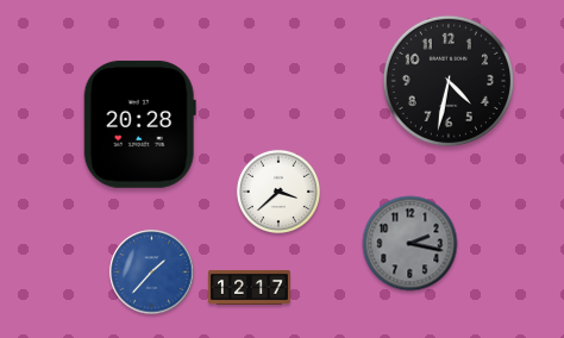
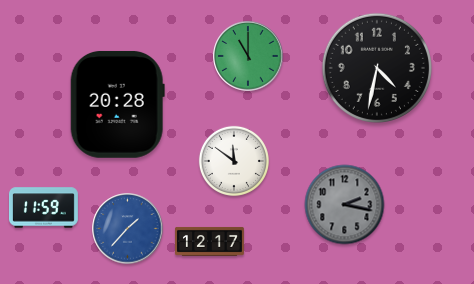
clock at (248, 56): none -> 11:00
clock at (278, 192): 3:38 -> 11:51
clock at (43, 208): none -> 11:59
